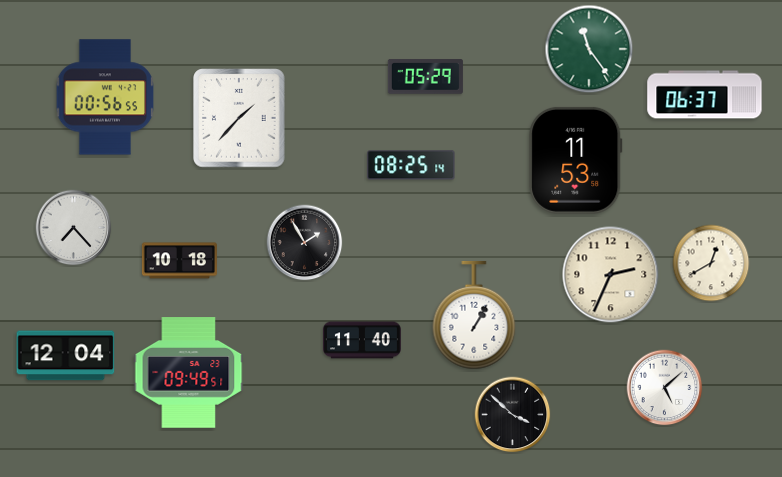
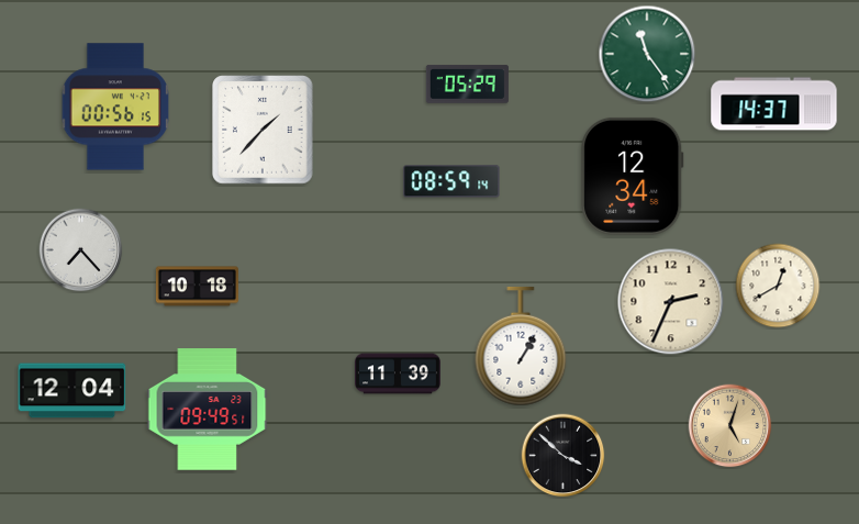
clock at (705, 95): 06:37 -> 14:37
clock at (105, 97): 00:56:55 -> 00:56:15
clock at (576, 160): 11:53 -> 12:34
clock at (411, 165): 08:25 -> 08:59
clock at (305, 243): 1:55 -> none
clock at (711, 263) position: (711, 263) -> (778, 286)
clock at (363, 340): 11:40 -> 11:39
clock at (665, 388): 5:08 -> 5:03
clock at (665, 388) dial: white -> champagne
